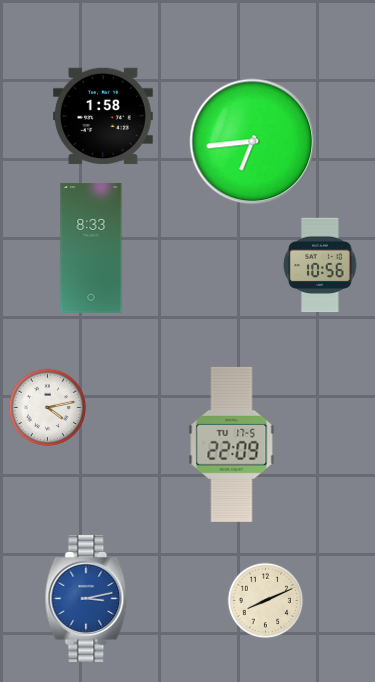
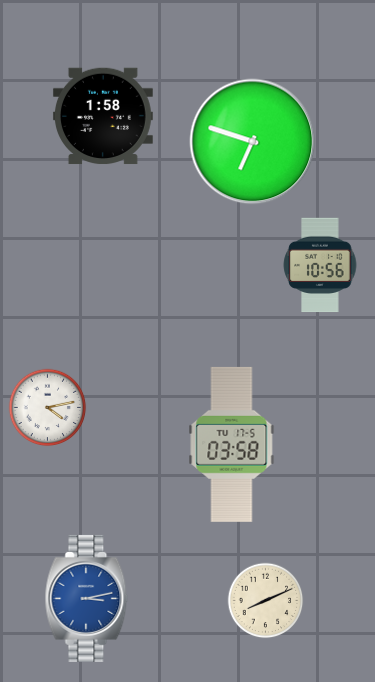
clock at (253, 142): 6:44 -> 6:48
clock at (91, 248): 8:33 -> none
clock at (232, 444): 22:09 -> 03:58
